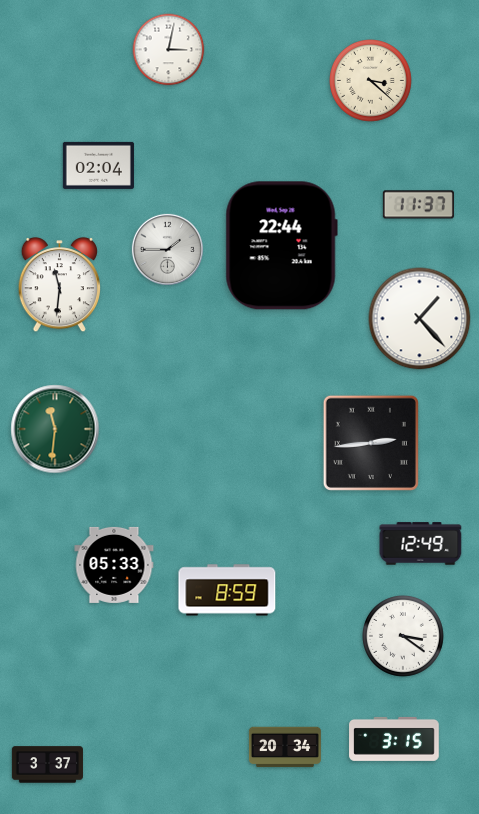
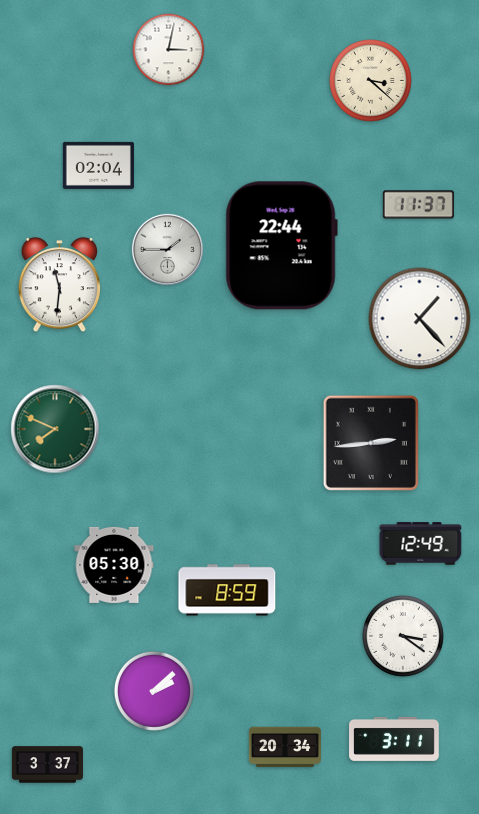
clock at (55, 429): 11:31 -> 7:49
clock at (114, 565): 05:33 -> 05:30
clock at (154, 691): none -> 2:08
clock at (394, 739): 3:15 -> 3:11
